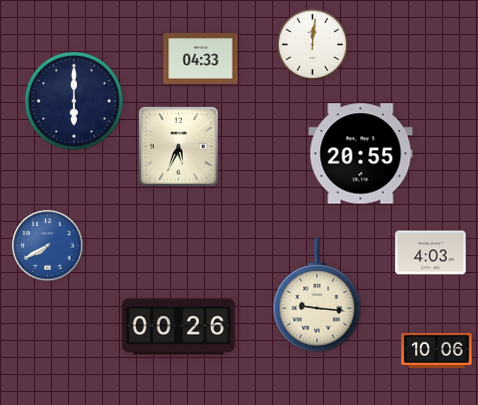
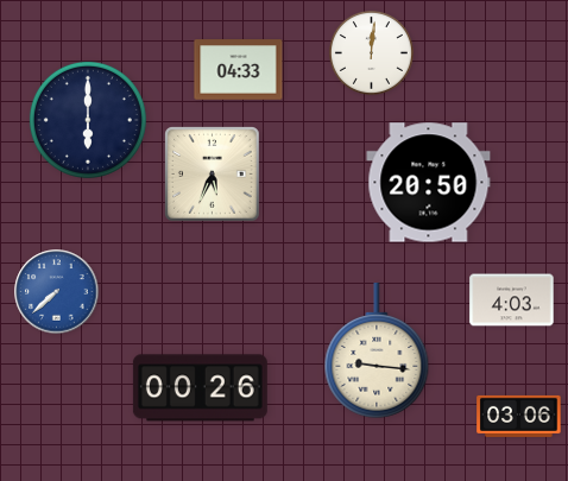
clock at (361, 154): 20:55 -> 20:50
clock at (48, 246): 7:40 -> 7:38
clock at (178, 327) position: (178, 327) -> (200, 388)
clock at (437, 350): 10:06 -> 03:06
